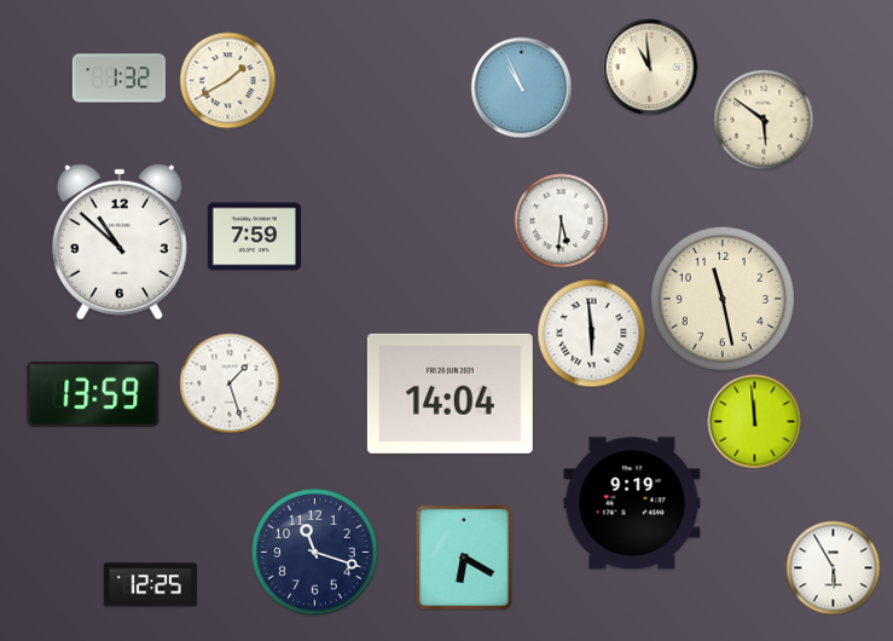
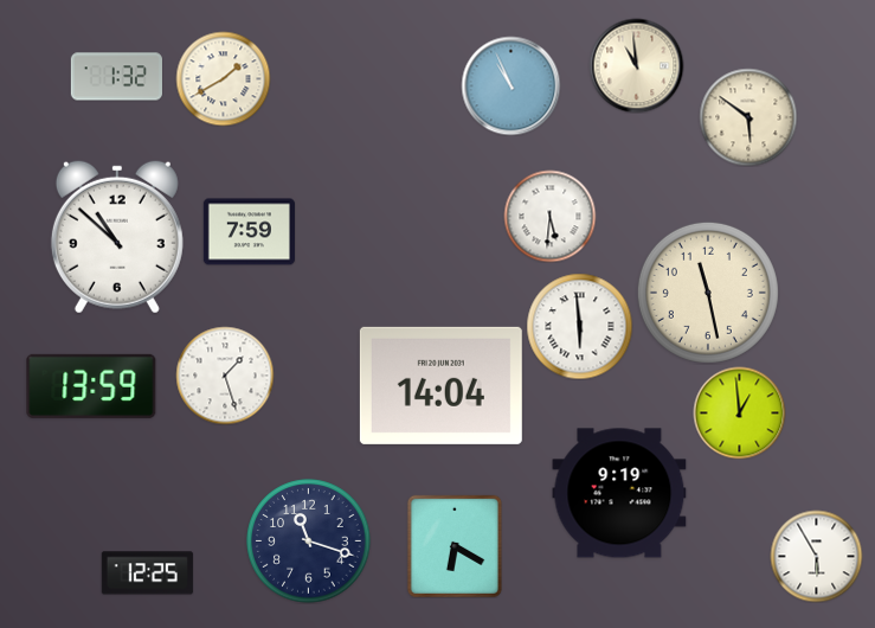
clock at (754, 421): 11:59 -> 12:59
